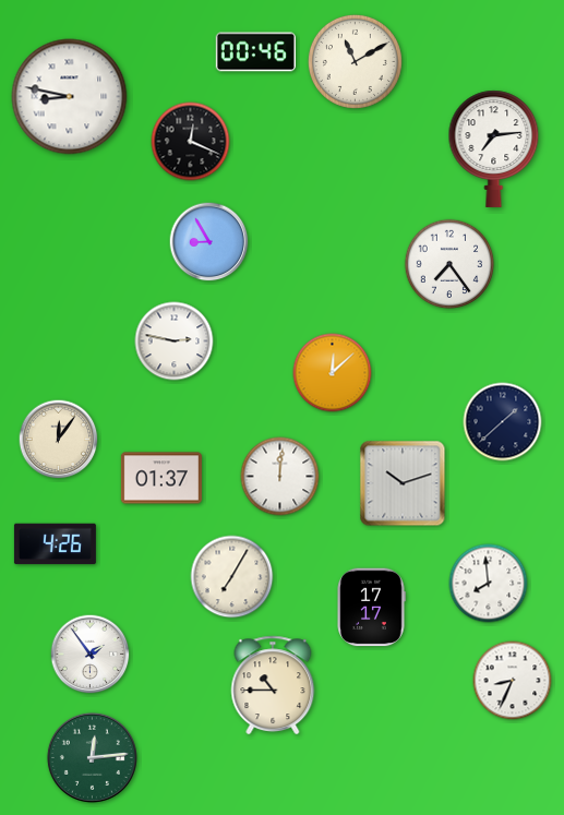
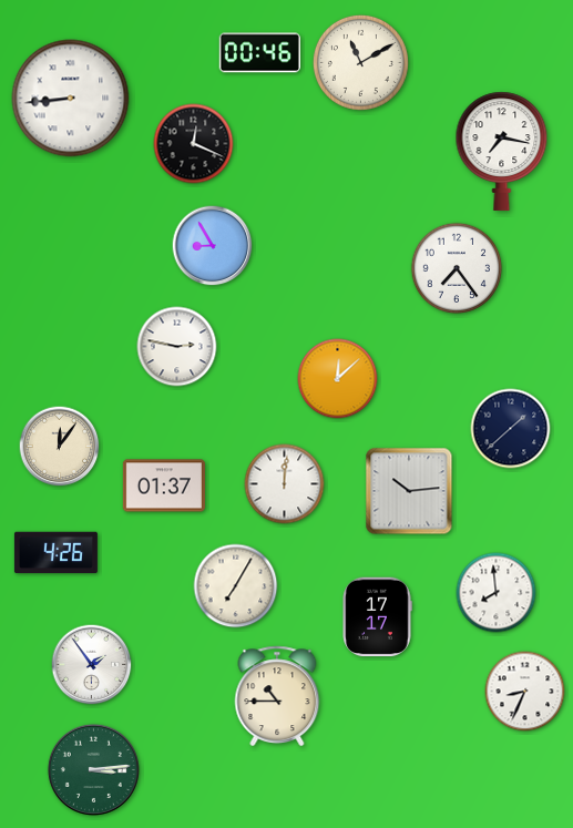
clock at (70, 97): 8:47 -> 8:44
clock at (494, 148): 7:14 -> 7:17
clock at (403, 483): 10:12 -> 10:14
clock at (513, 681) position: (513, 681) -> (525, 692)
clock at (92, 757): 12:14 -> 3:14
